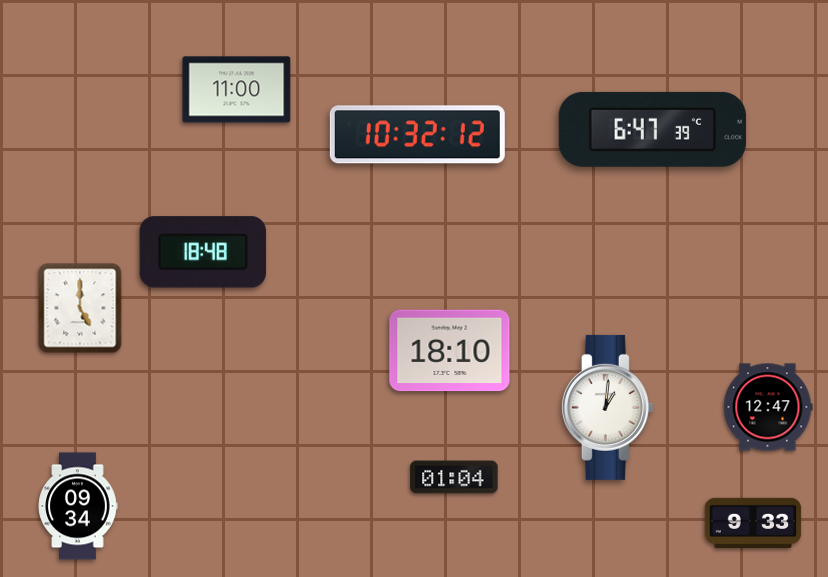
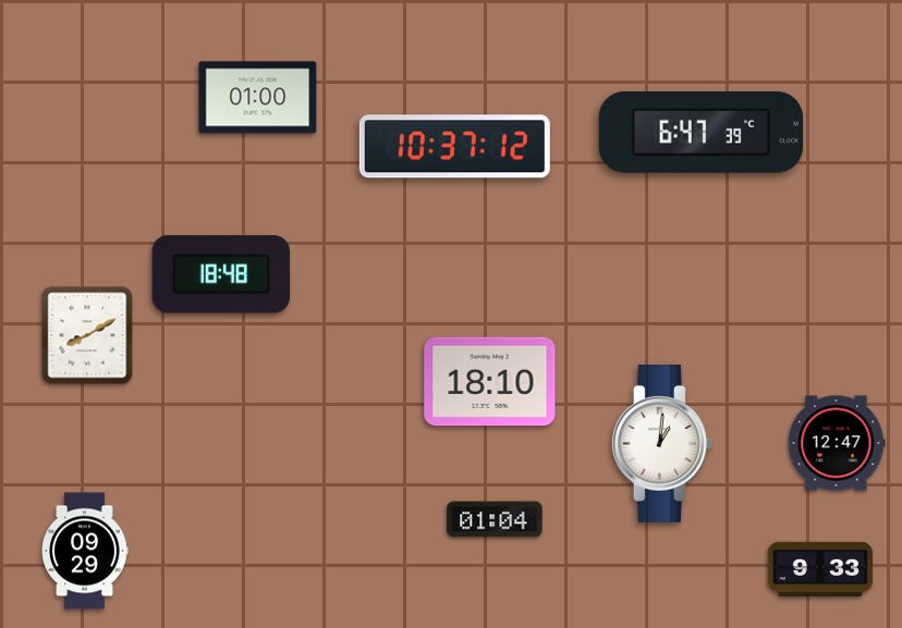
clock at (237, 90): 11:00 -> 01:00
clock at (652, 129) position: (652, 129) -> (700, 132)
clock at (417, 135): 10:32 -> 10:37
clock at (80, 308): 5:00 -> 8:10
clock at (78, 506): 09:34 -> 09:29
